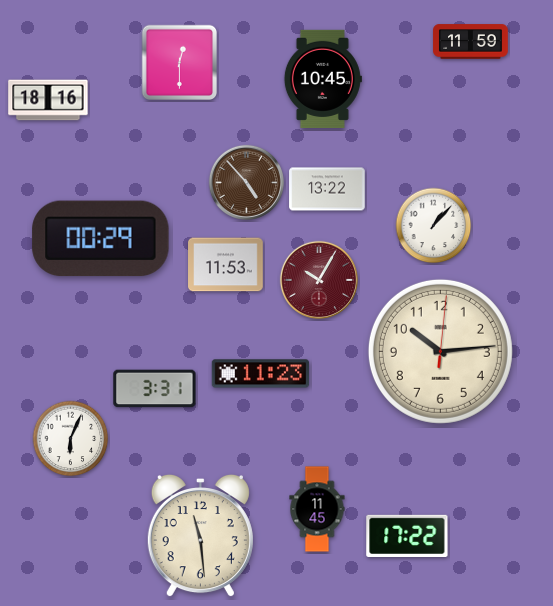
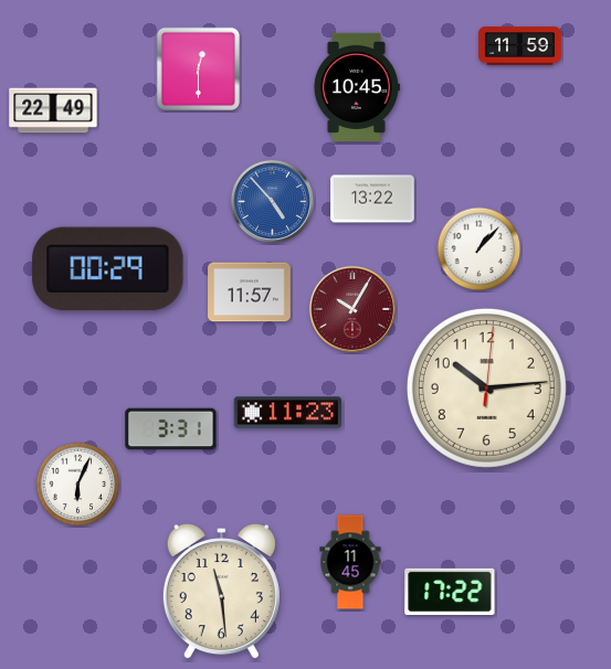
clock at (48, 100): 18:16 -> 22:49
clock at (246, 182) dial: brown -> blue
clock at (327, 189) position: (327, 189) -> (372, 199)
clock at (101, 239) position: (101, 239) -> (108, 269)
clock at (226, 265): 11:53 -> 11:57
